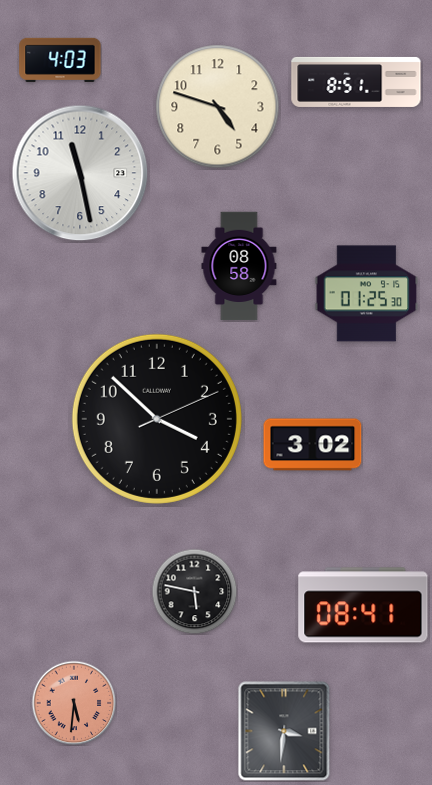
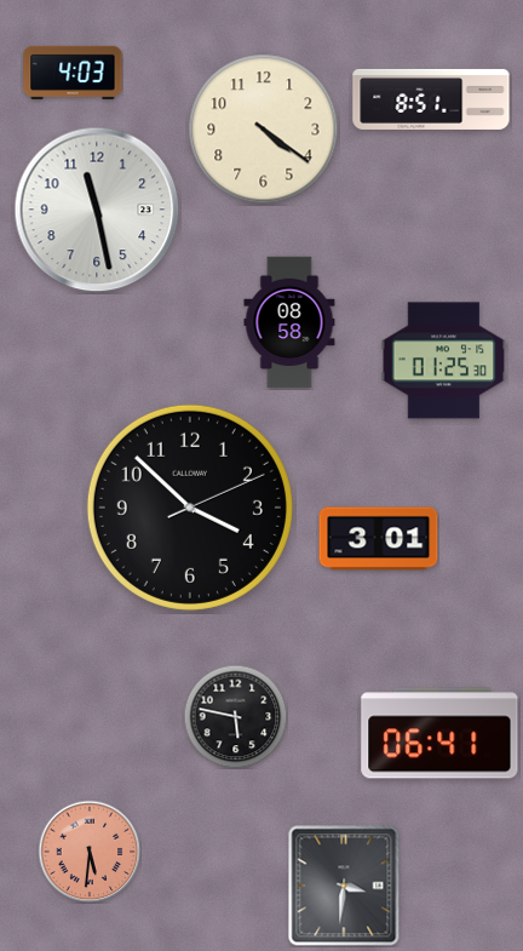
clock at (218, 107): 4:48 -> 4:21
clock at (367, 294) position: (367, 294) -> (444, 361)
clock at (313, 445): 3:02 -> 3:01
clock at (363, 605): 08:41 -> 06:41
